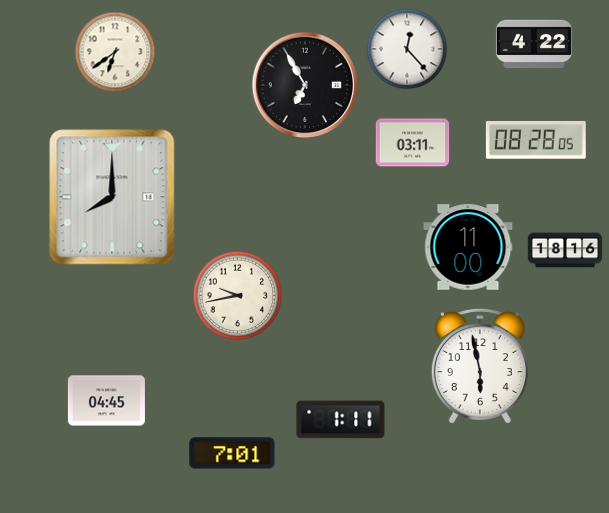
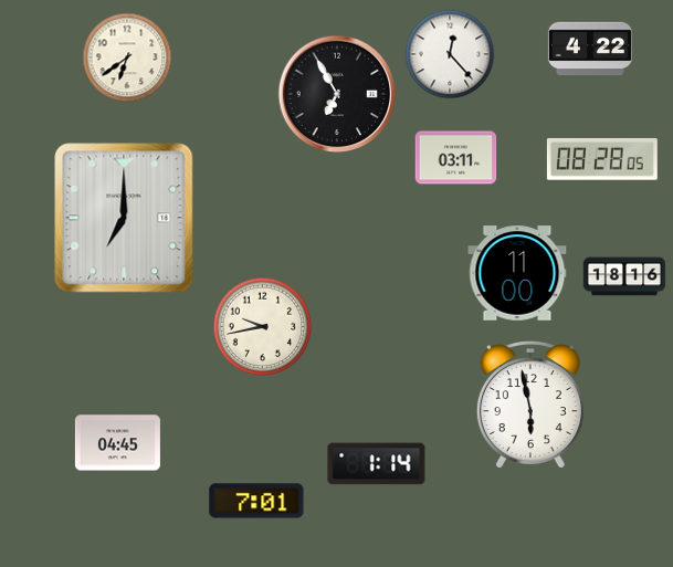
clock at (536, 140) position: (536, 140) -> (602, 159)
clock at (112, 197): 8:00 -> 7:00
clock at (341, 420): 1:11 -> 1:14
